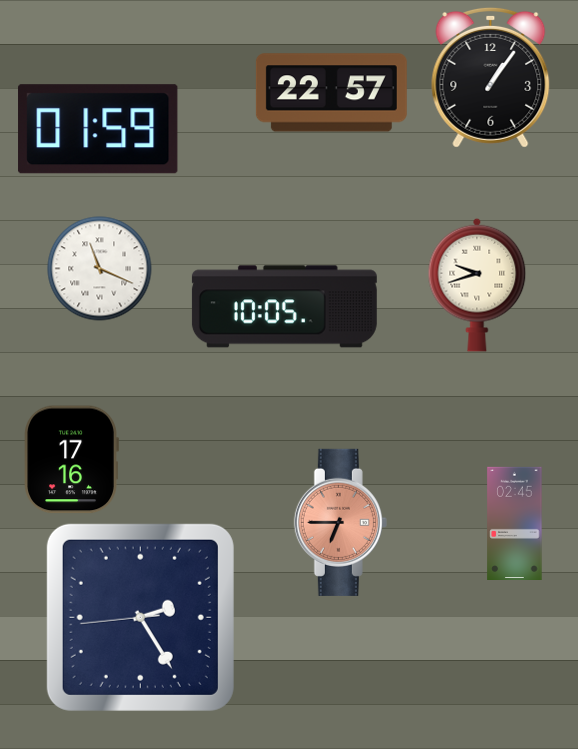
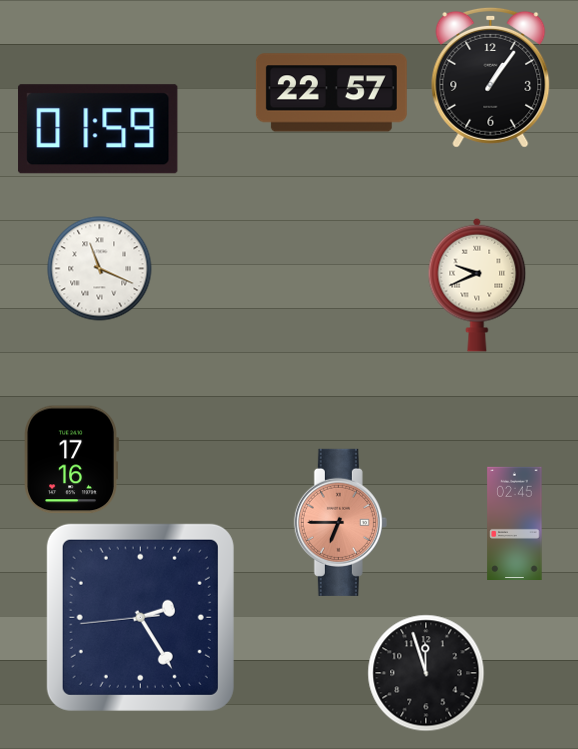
clock at (477, 285): 9:42 -> 9:41
clock at (284, 307): 10:05 -> none
clock at (426, 673): none -> 11:57
